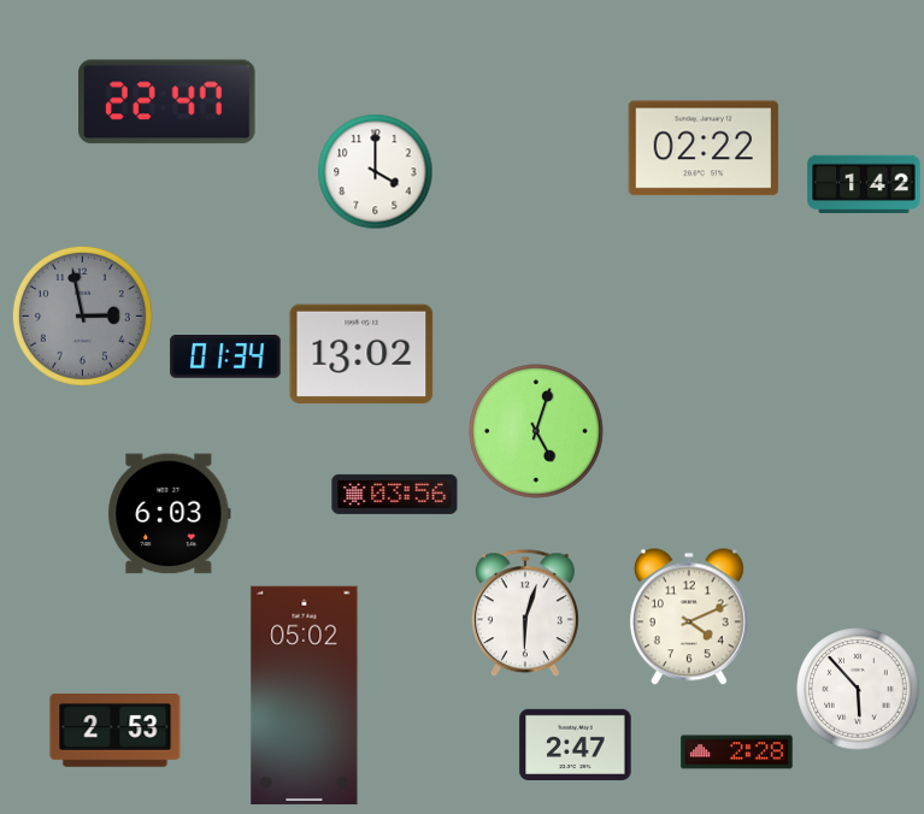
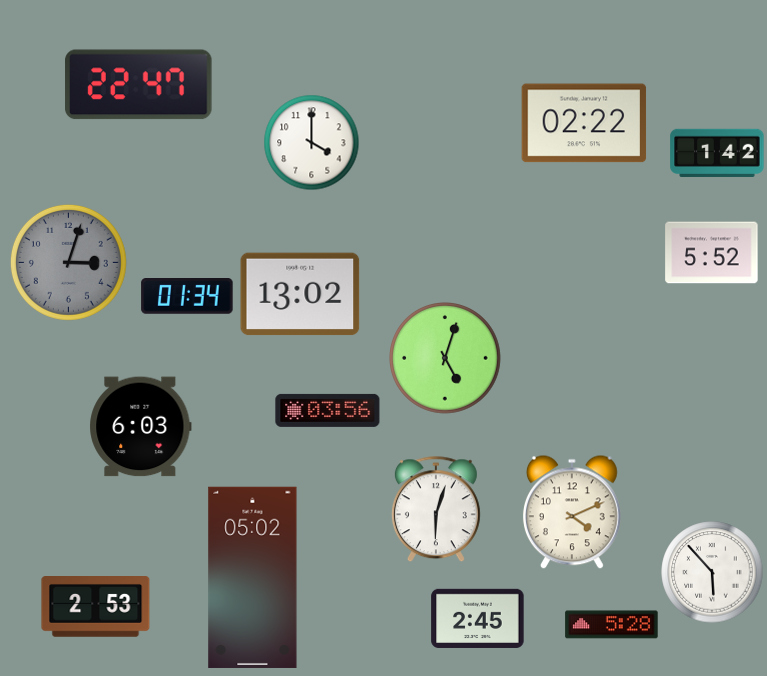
clock at (712, 253): none -> 5:52
clock at (82, 315): 2:58 -> 3:03
clock at (576, 744): 2:47 -> 2:45
clock at (737, 753): 2:28 -> 5:28
